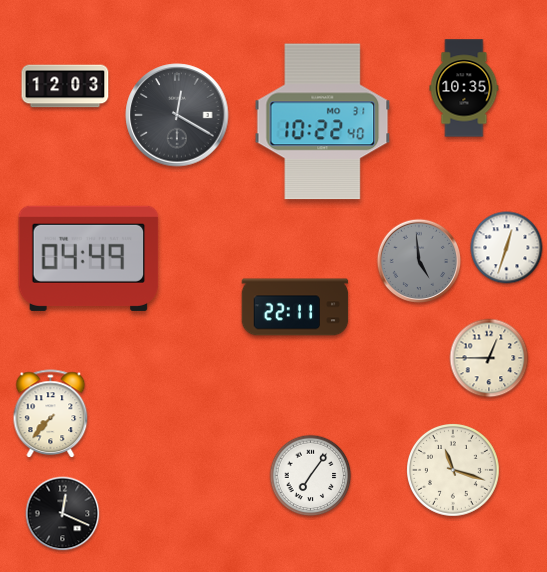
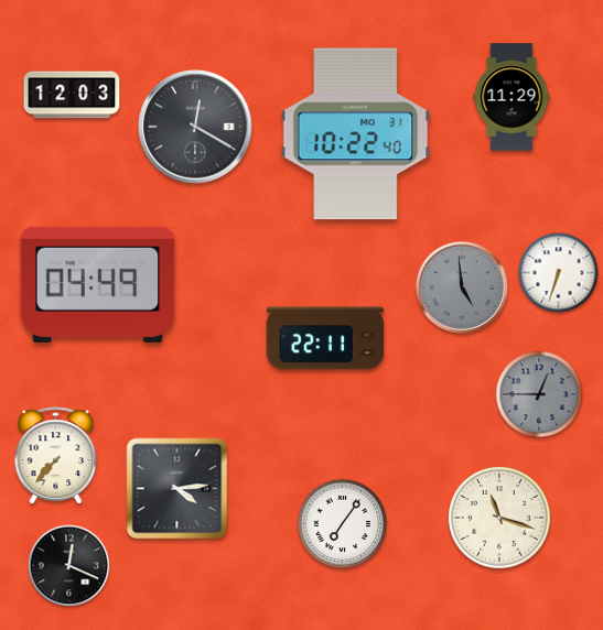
clock at (464, 88): 10:35 -> 11:29
clock at (507, 248): 12:33 -> 6:33
clock at (489, 358) dial: cream -> grey
clock at (177, 489): none -> 4:14
